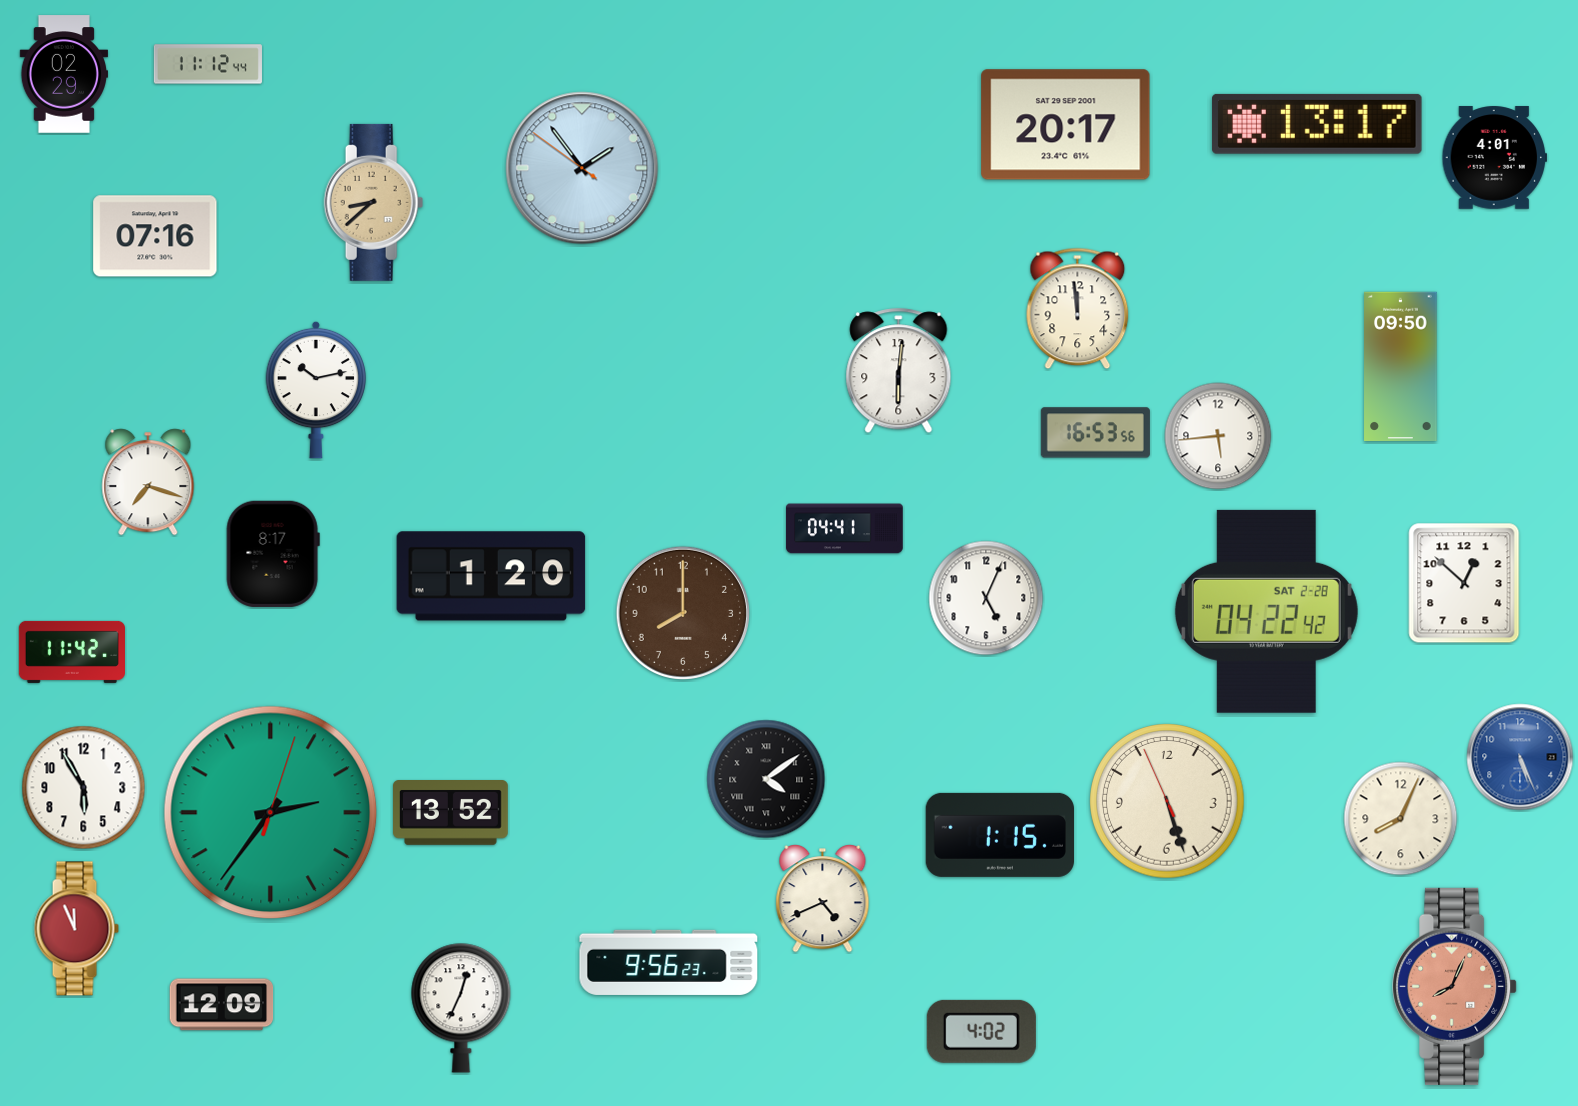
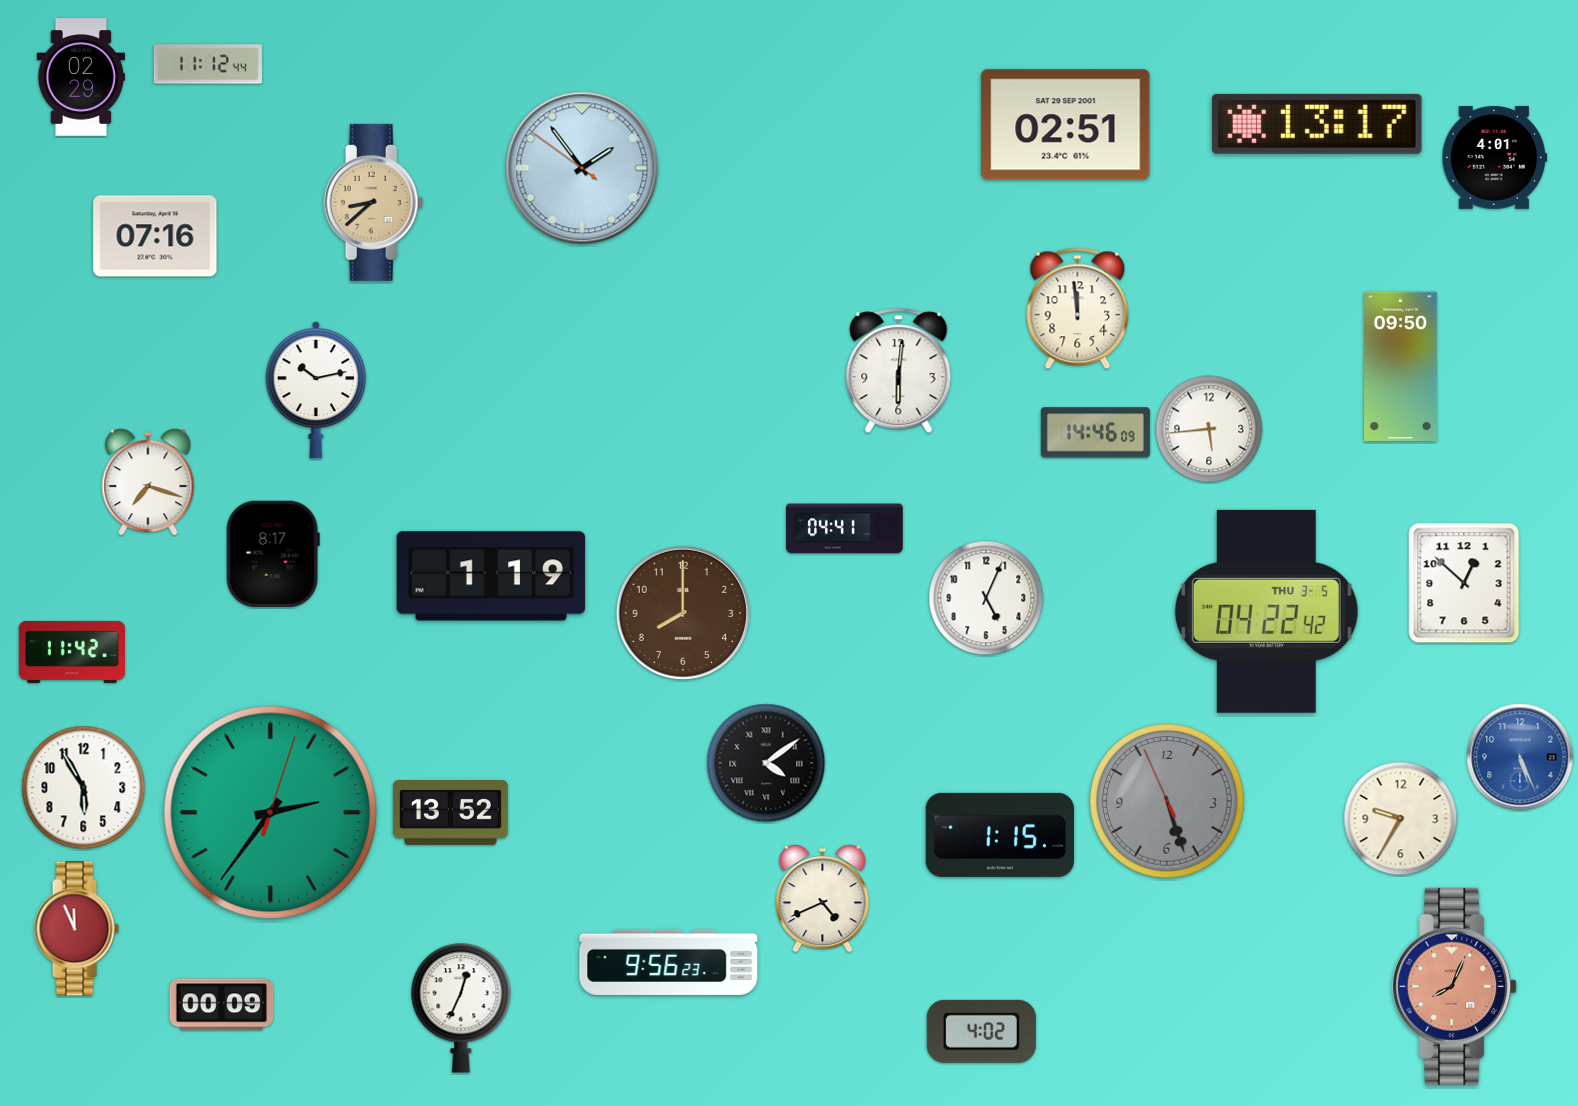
clock at (63, 74) position: (63, 74) -> (80, 77)
clock at (1066, 125): 20:17 -> 02:51
clock at (1095, 433): 16:53 -> 14:46
clock at (1218, 436) position: (1218, 436) -> (1209, 429)
clock at (491, 576): 1:20 -> 1:19
clock at (1266, 611) date: SAT 2-28 -> THU 3-5
clock at (766, 779) position: (766, 779) -> (766, 763)
clock at (1167, 801) dial: cream -> grey
clock at (1401, 819): 8:04 -> 9:35
clock at (222, 1005): 12:09 -> 00:09
